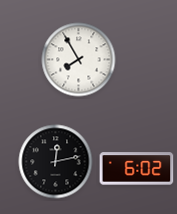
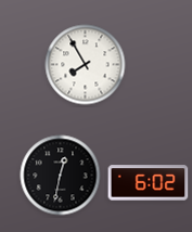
clock at (56, 162): 12:13 -> 12:32
